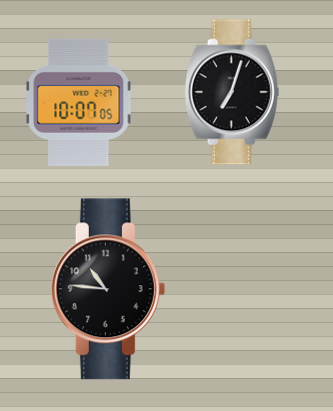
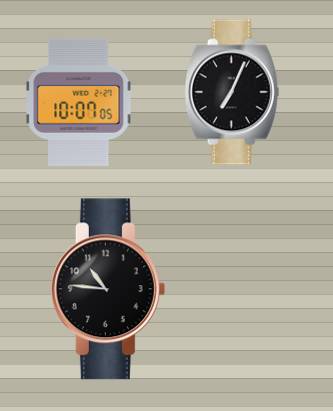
clock at (232, 92): 7:03 -> 7:04
